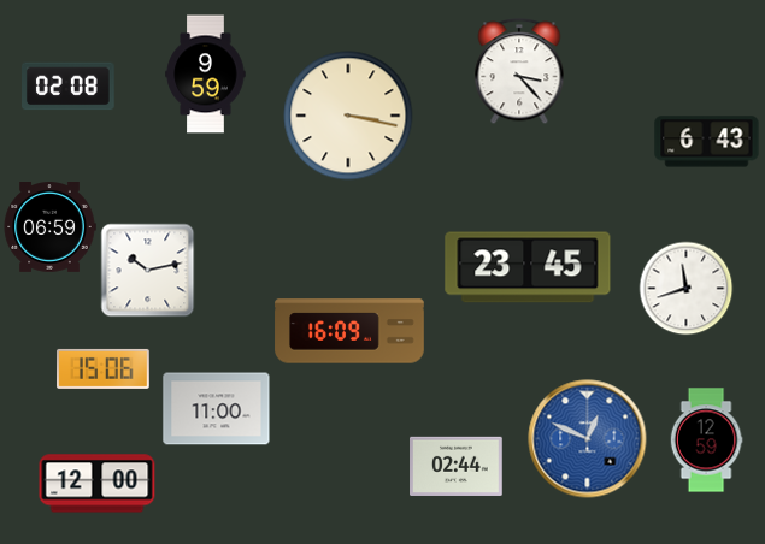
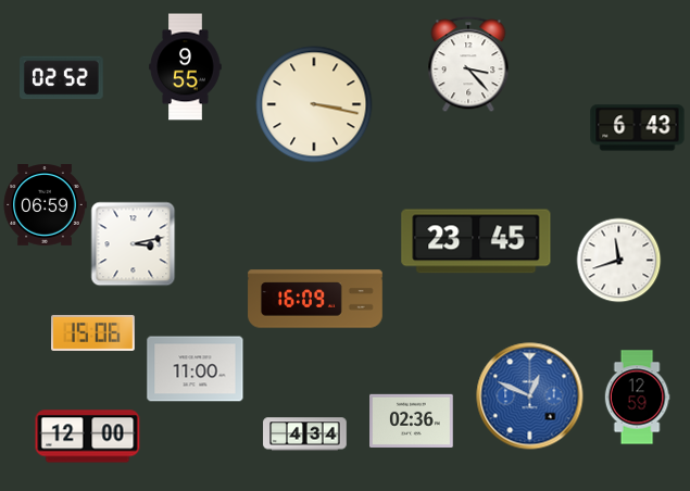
clock at (206, 75): 9:59 -> 9:55
clock at (69, 87): 02:08 -> 02:52
clock at (147, 270): 10:13 -> 3:13
clock at (457, 466): 02:44 -> 02:36
clock at (305, 435): none -> 4:34
